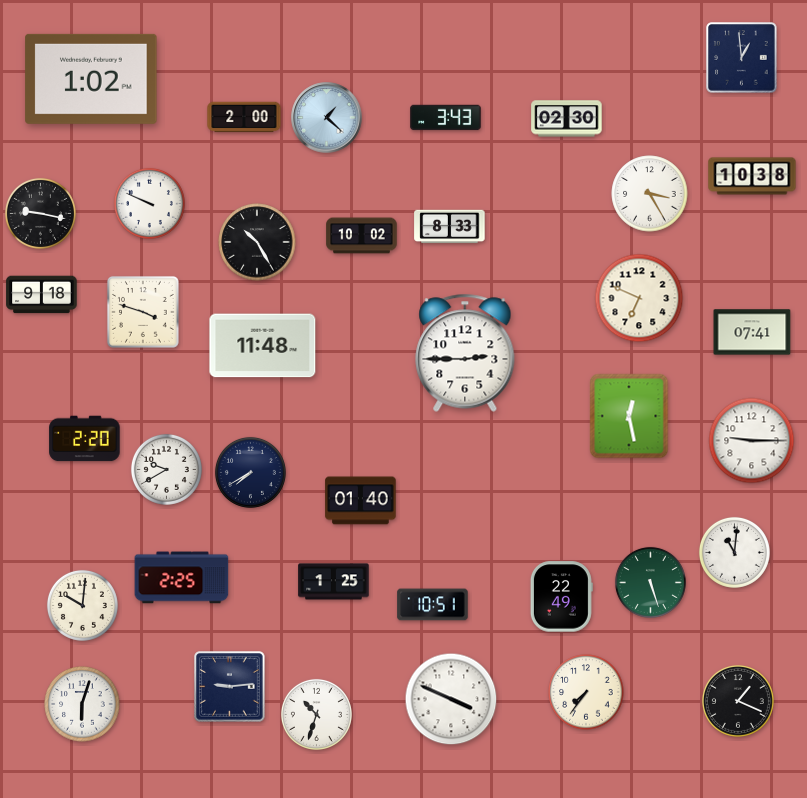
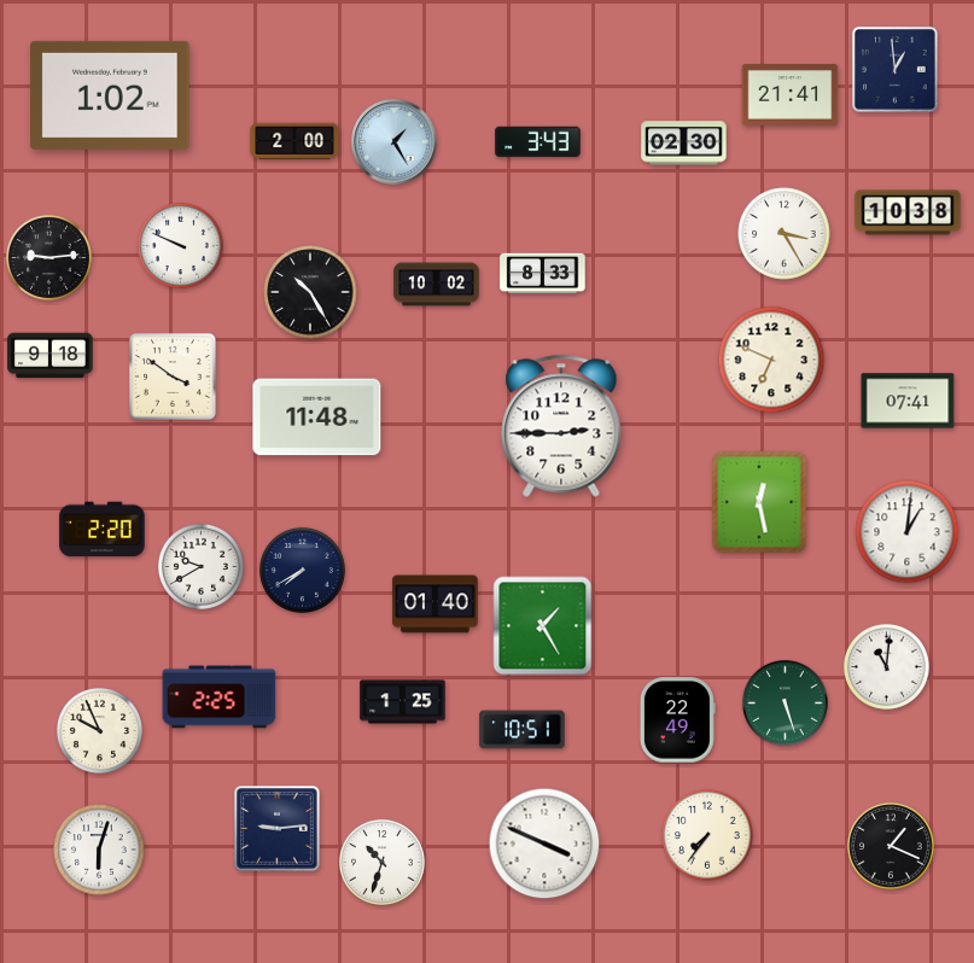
clock at (791, 94): none -> 21:41
clock at (327, 118): 1:22 -> 1:25
clock at (40, 213): 9:17 -> 9:14
clock at (143, 312): 3:48 -> 3:51
clock at (752, 441): 9:15 -> 1:01
clock at (543, 626): none -> 1:25
clock at (82, 605): 10:01 -> 9:56
